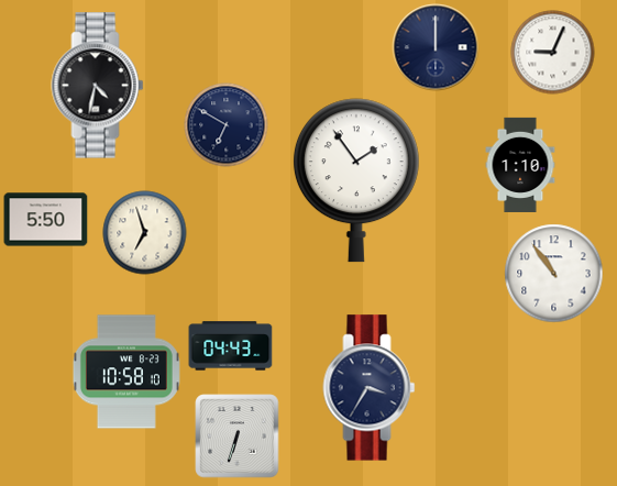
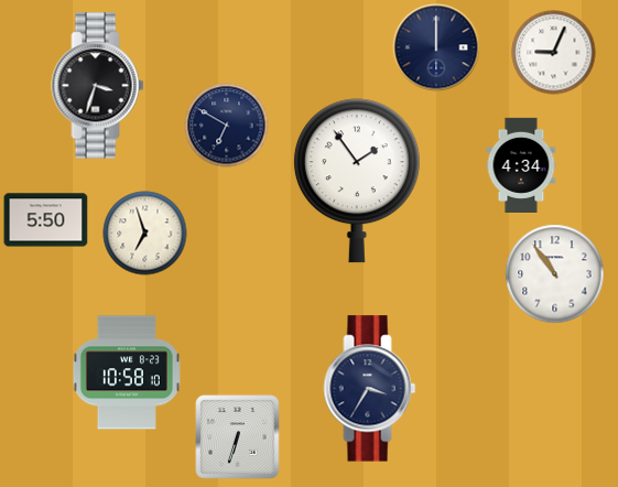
clock at (98, 86): 4:32 -> 3:33
clock at (520, 165): 1:10 -> 4:34
clock at (231, 346): 04:43 -> none
